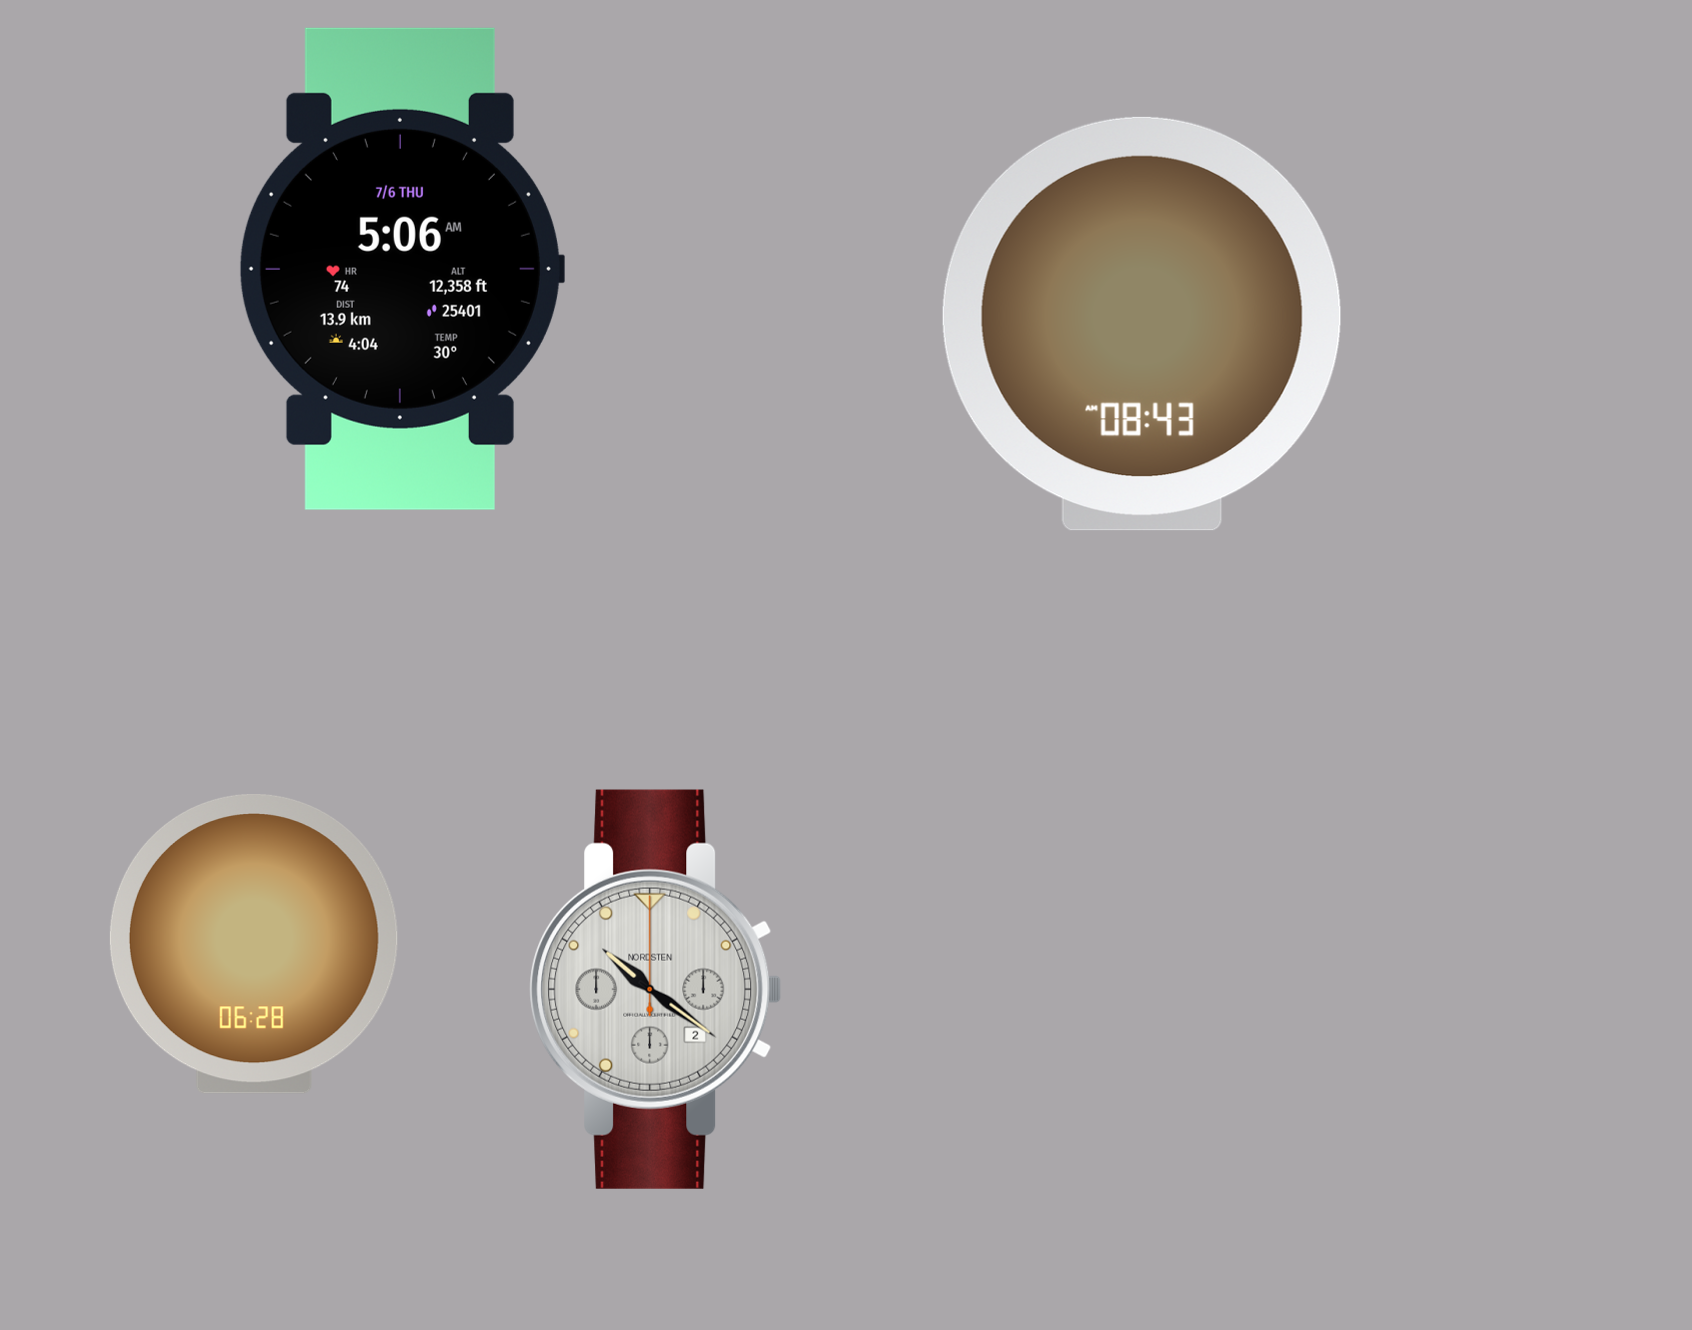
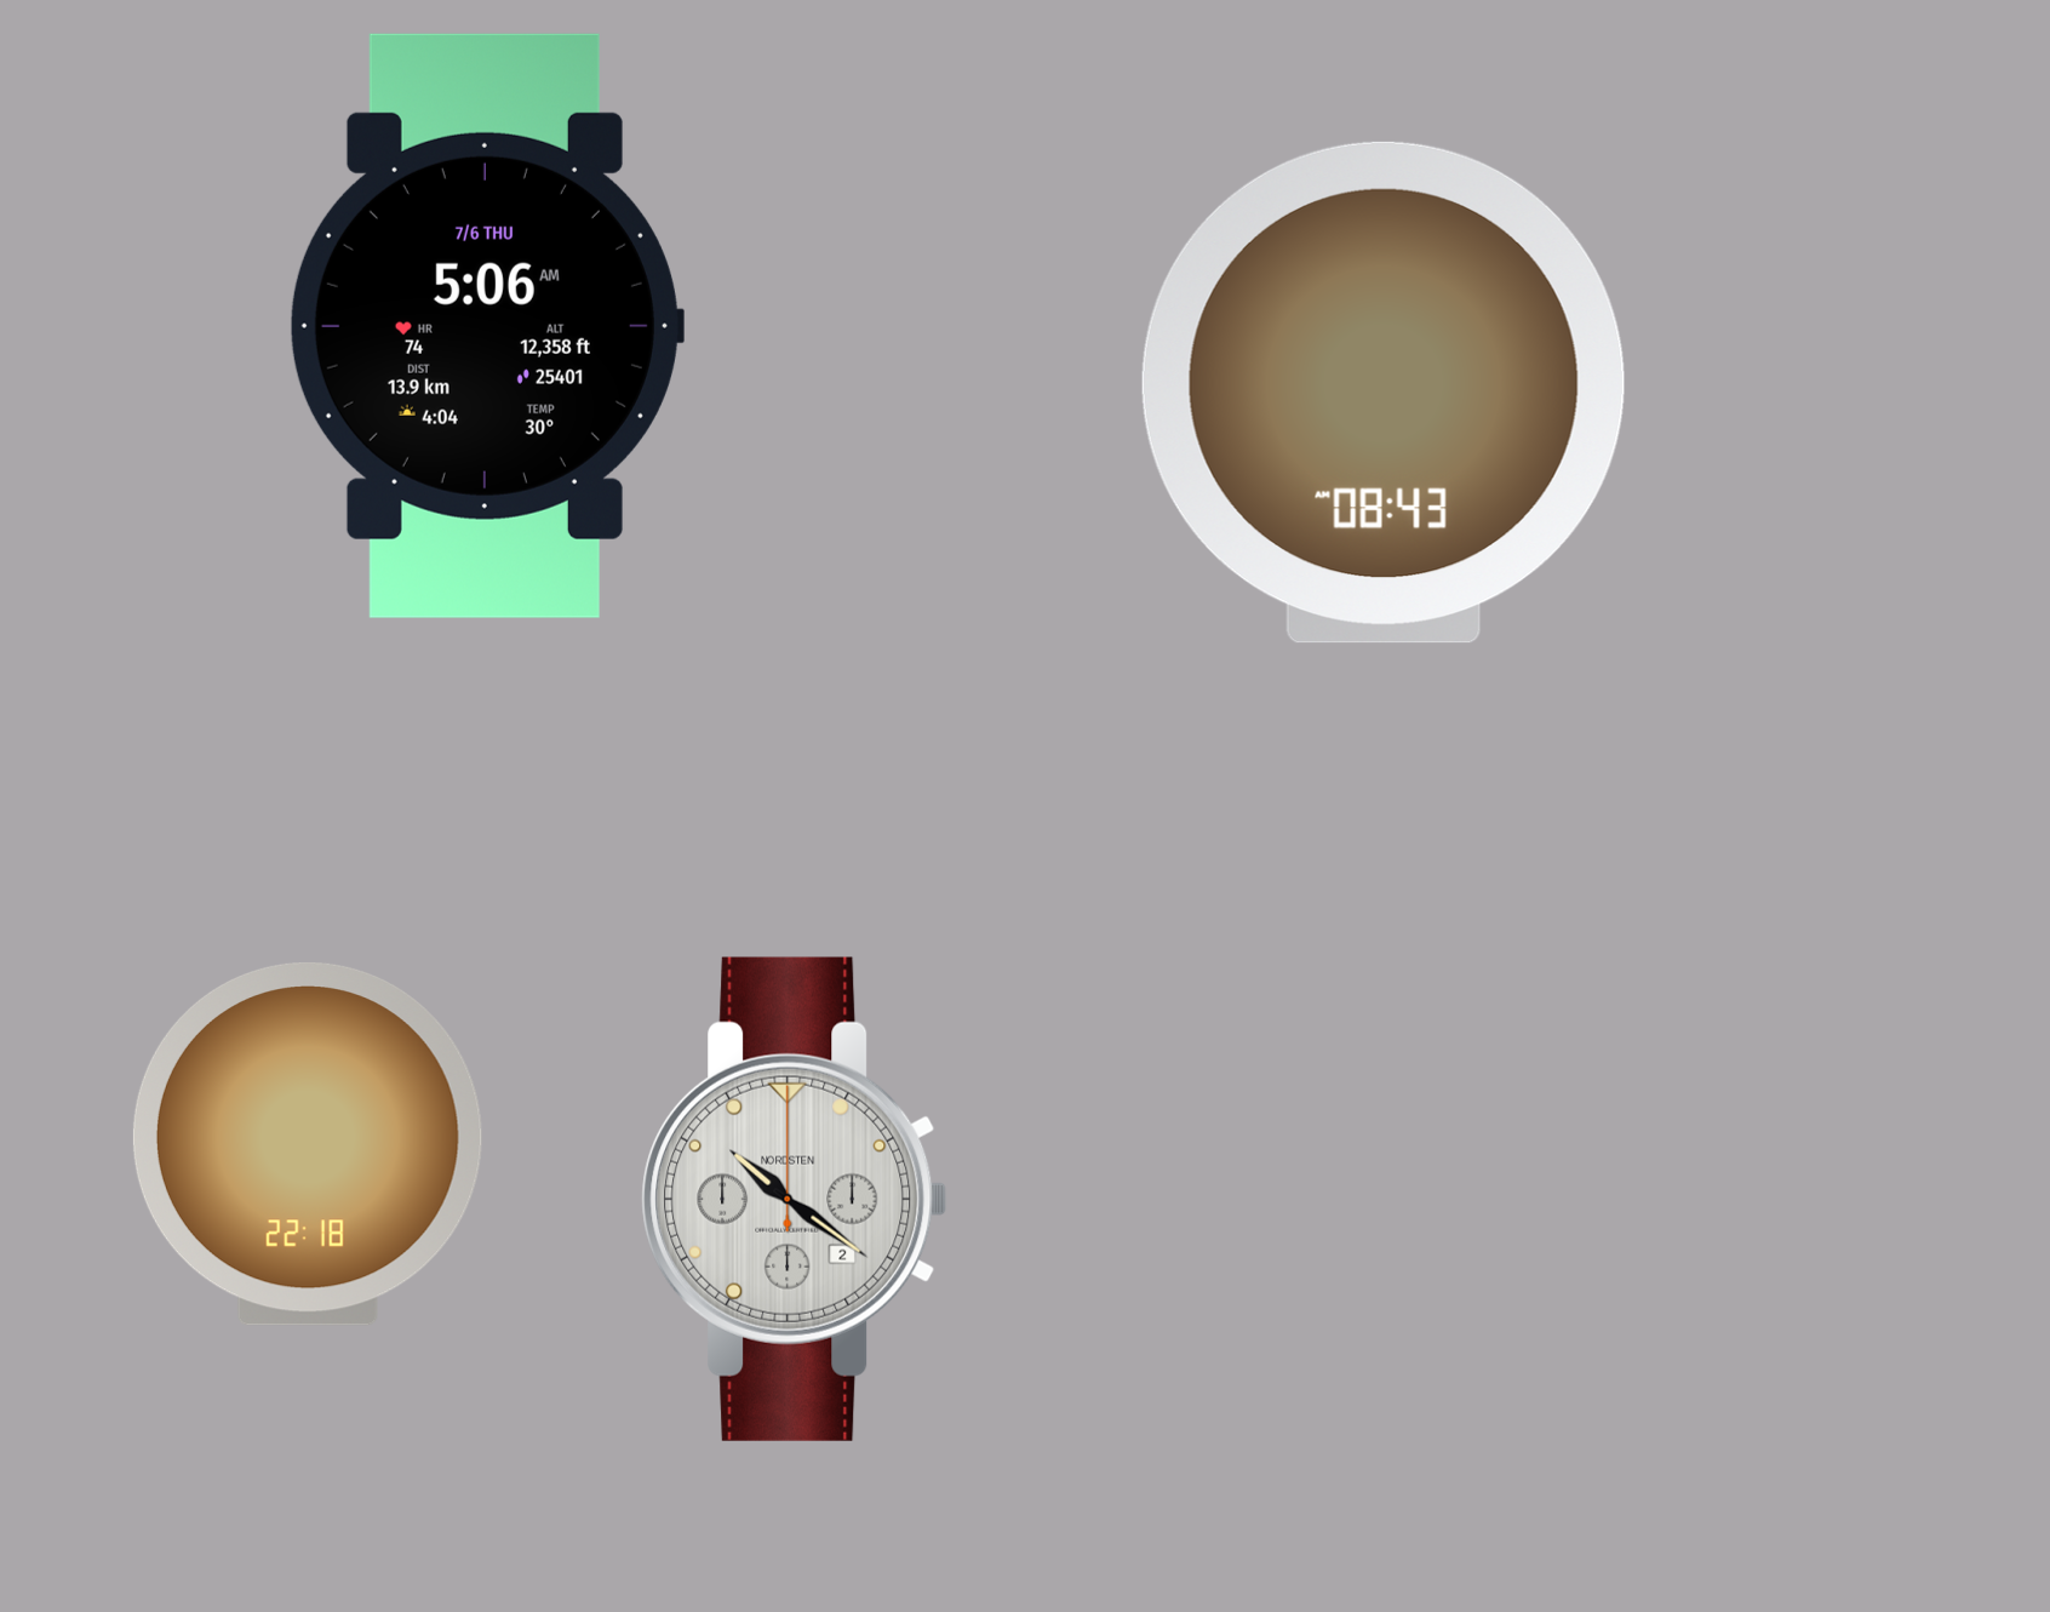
clock at (254, 944): 06:28 -> 22:18
